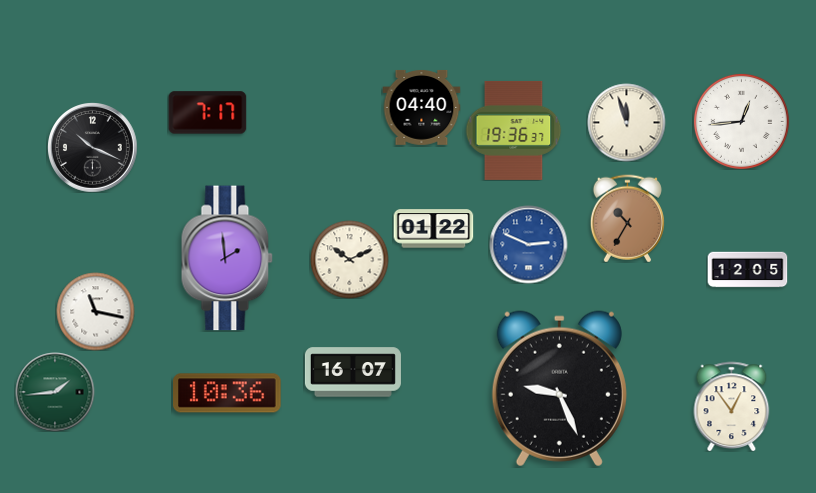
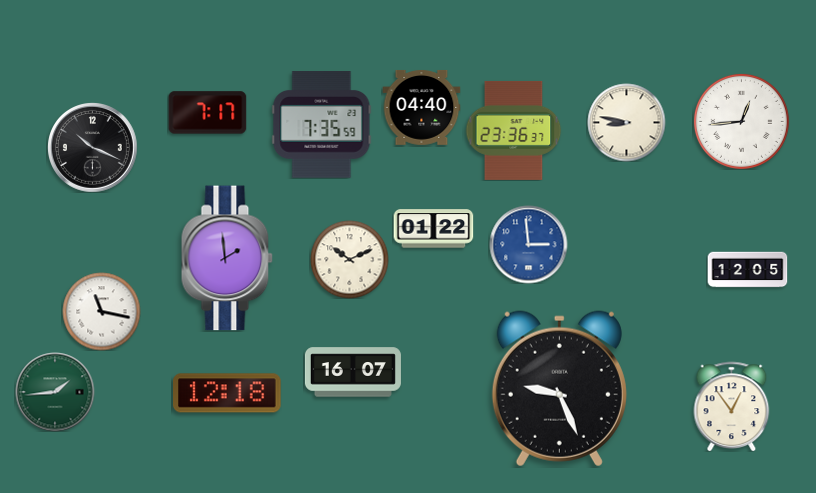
clock at (626, 122): 11:57 -> 8:47
clock at (322, 125): none -> 7:35
clock at (514, 130): 19:36 -> 23:36
clock at (627, 218): 10:35 -> none
clock at (528, 244): 2:49 -> 2:59
clock at (95, 311) position: (95, 311) -> (101, 311)
clock at (228, 393): 10:36 -> 12:18
